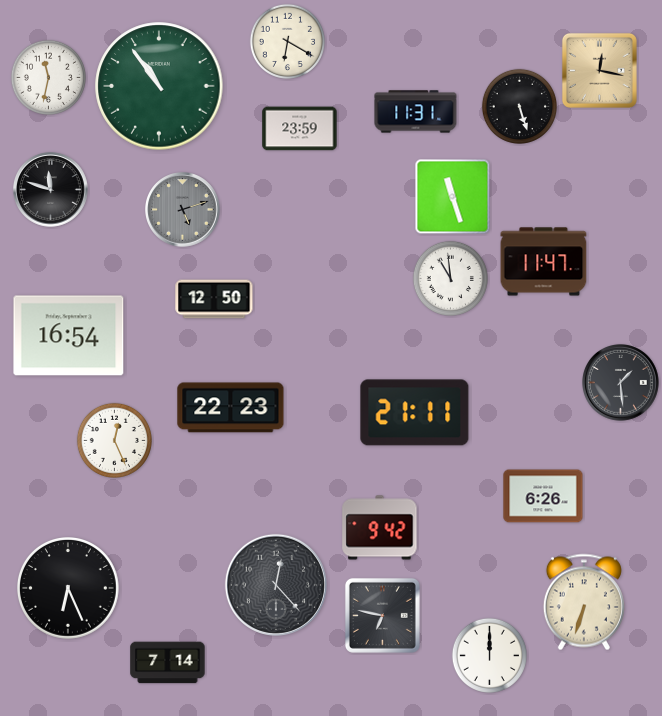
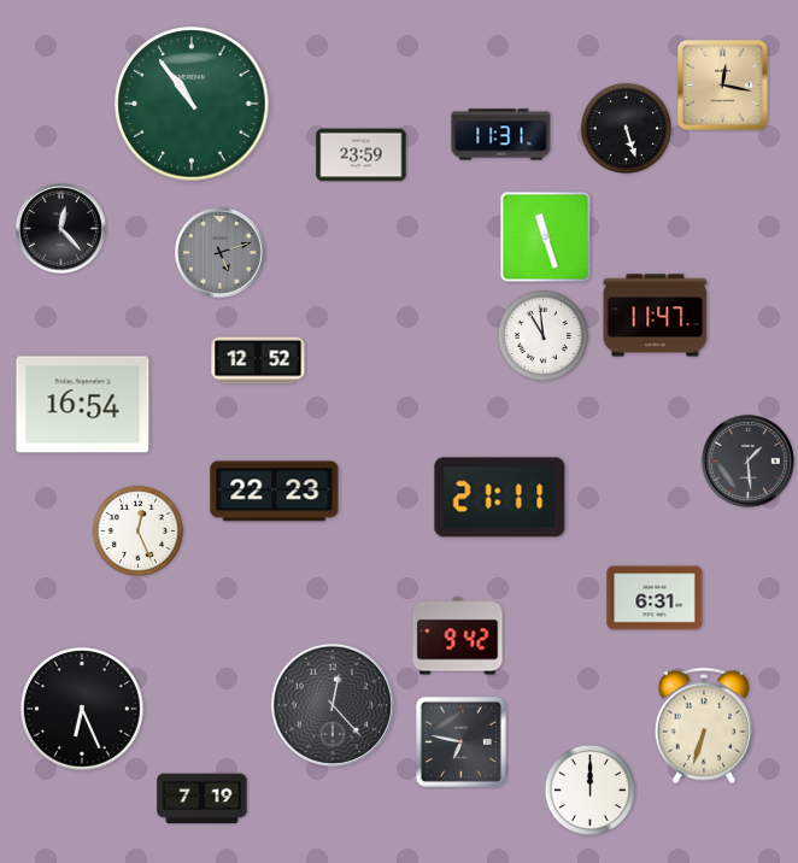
clock at (287, 41): 6:20 -> none
clock at (48, 77): 11:32 -> none
clock at (51, 190): 11:48 -> 12:23
clock at (214, 299): 12:50 -> 12:52
clock at (231, 408) position: (231, 408) -> (275, 492)
clock at (543, 496): 6:26 -> 6:31
clock at (168, 663): 7:14 -> 7:19
